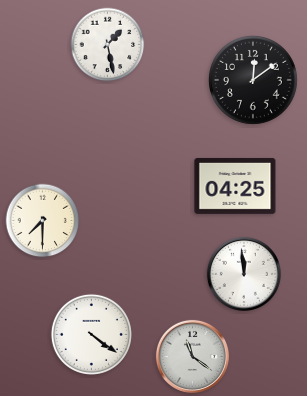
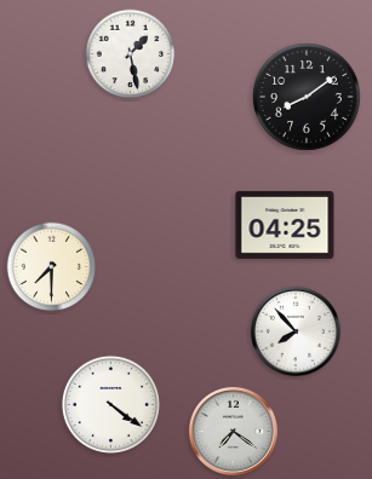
clock at (254, 81): 12:09 -> 8:09
clock at (244, 274): 11:59 -> 7:53
clock at (192, 356): 11:21 -> 7:21
